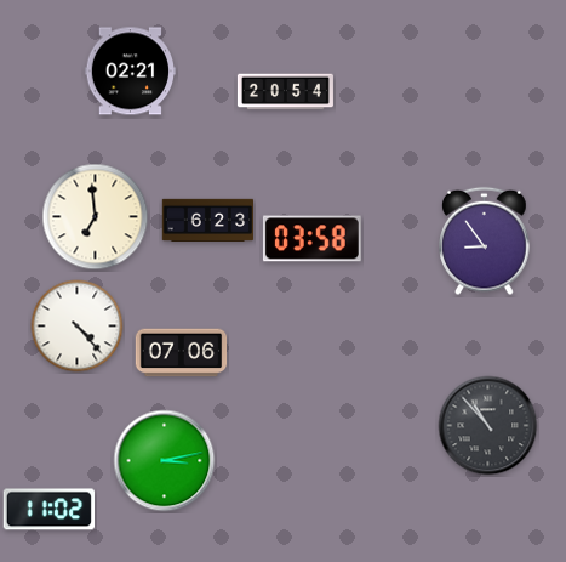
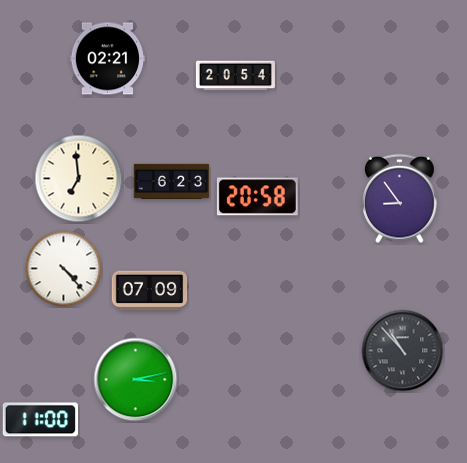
clock at (311, 239): 03:58 -> 20:58
clock at (182, 353): 07:06 -> 07:09
clock at (48, 510): 11:02 -> 11:00
